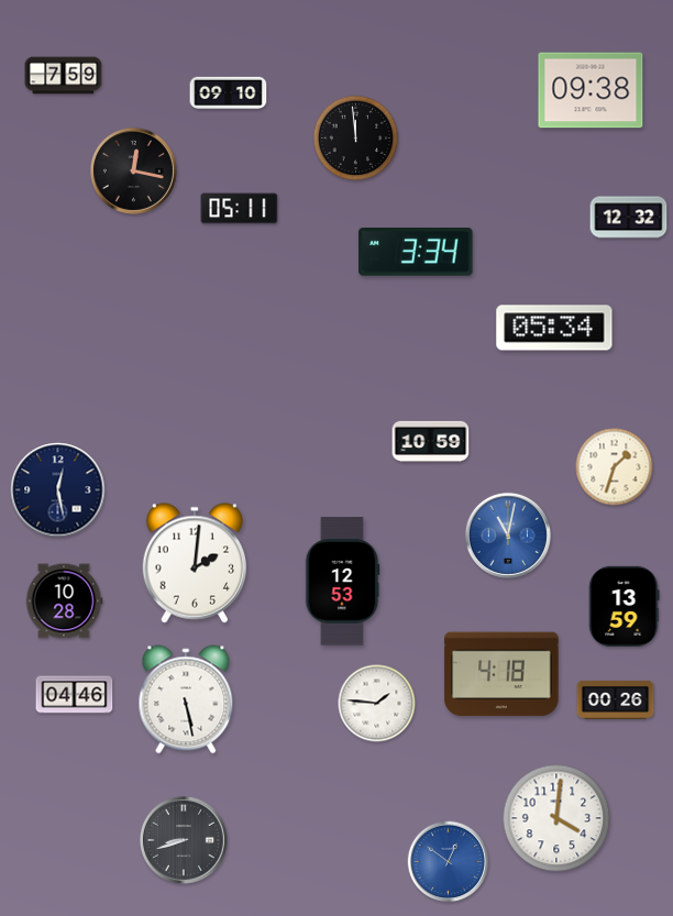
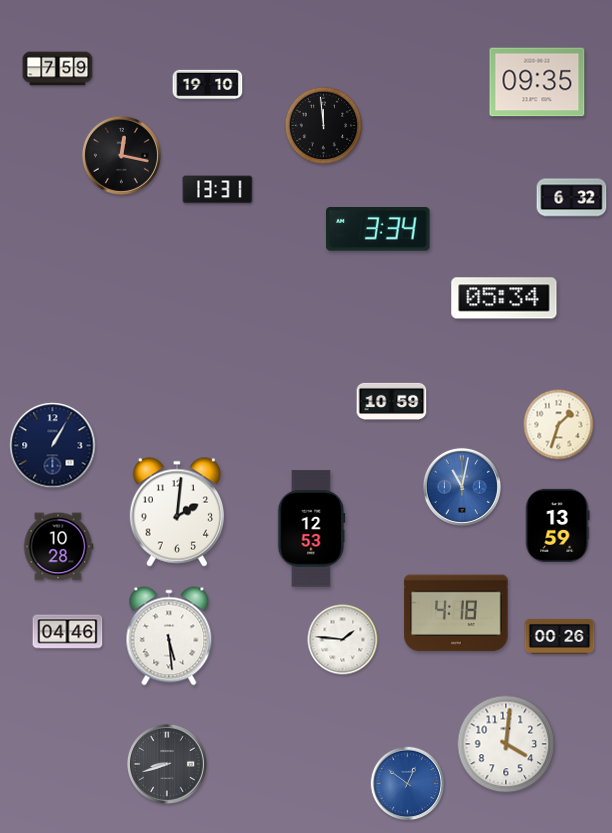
clock at (591, 90): 09:38 -> 09:35
clock at (229, 93): 09:10 -> 19:10
clock at (240, 209): 05:11 -> 13:31
clock at (629, 218): 12:32 -> 6:32
clock at (58, 490): 12:28 -> 1:05
clock at (625, 606) position: (625, 606) -> (558, 525)
clock at (186, 699): 5:28 -> 5:29
